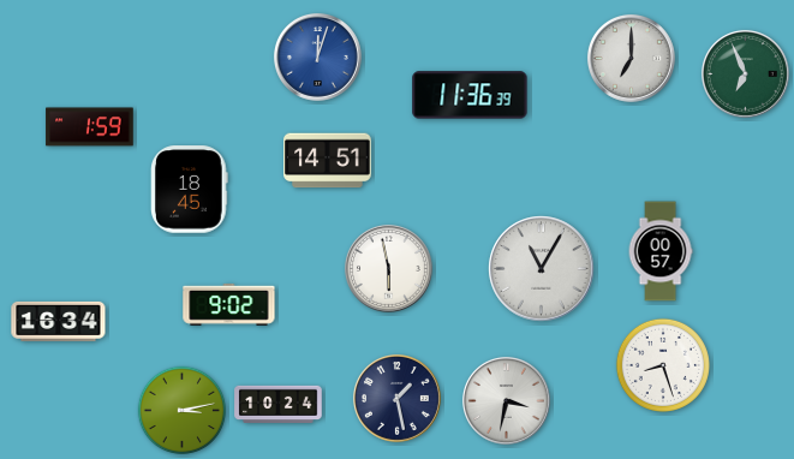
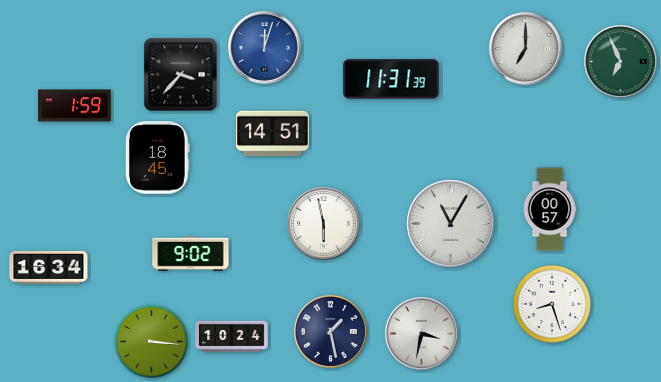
clock at (181, 75): none -> 3:37
clock at (470, 95): 11:36 -> 11:31
clock at (183, 411): 3:13 -> 3:16
